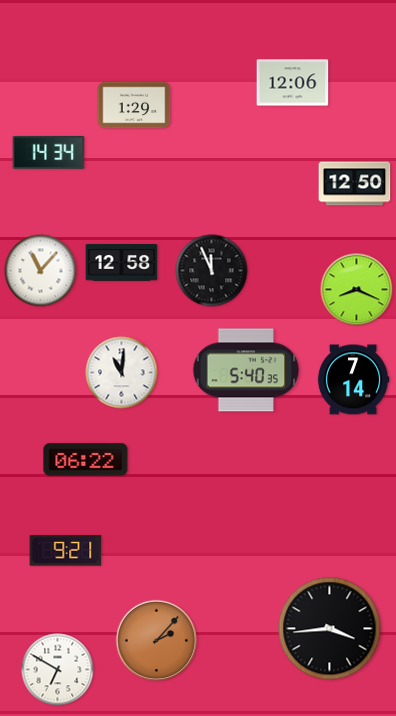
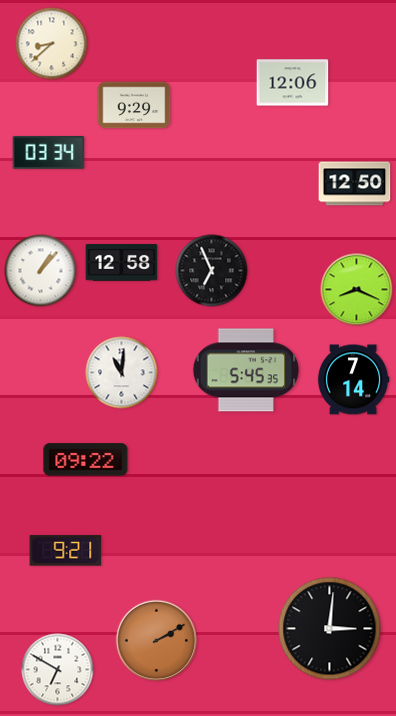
clock at (52, 44): none -> 8:38
clock at (134, 105): 1:29 -> 9:29
clock at (49, 152): 14:34 -> 03:34
clock at (41, 271): 11:07 -> 1:07
clock at (212, 271): 11:56 -> 6:56
clock at (246, 370): 5:40 -> 5:45
clock at (86, 460): 06:22 -> 09:22
clock at (330, 629): 3:44 -> 3:01
clock at (157, 641): 2:07 -> 2:10
